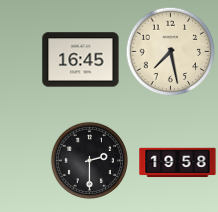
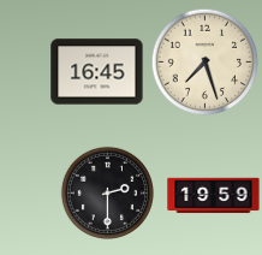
clock at (170, 51): 7:28 -> 7:27
clock at (178, 163): 19:58 -> 19:59
